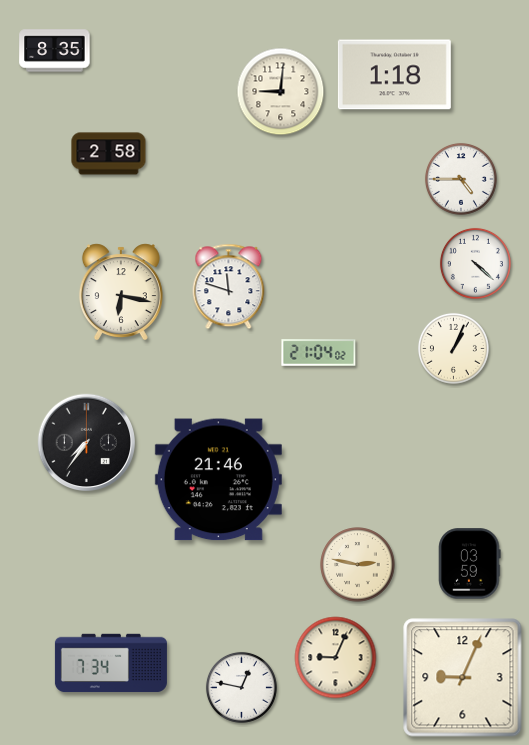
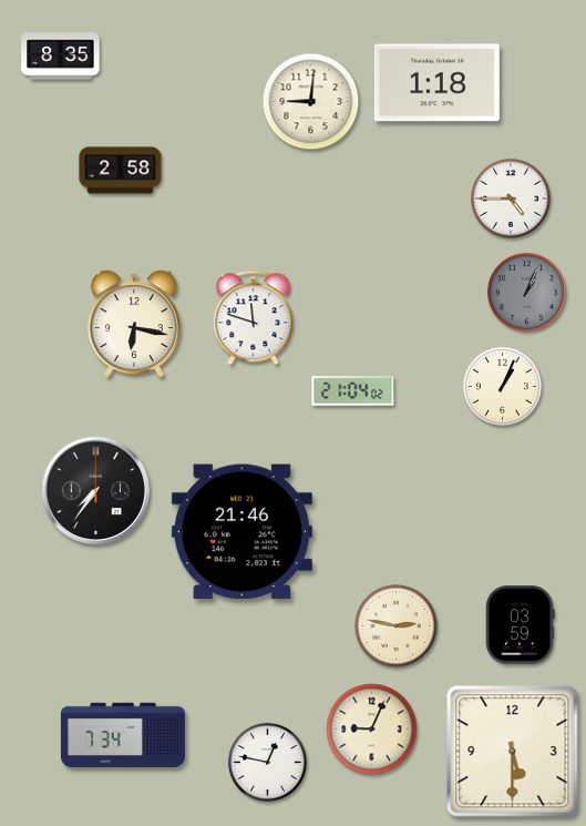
clock at (475, 263): 4:22 -> 1:04
clock at (475, 263) dial: white -> grey
clock at (463, 678): 9:04 -> 5:30
